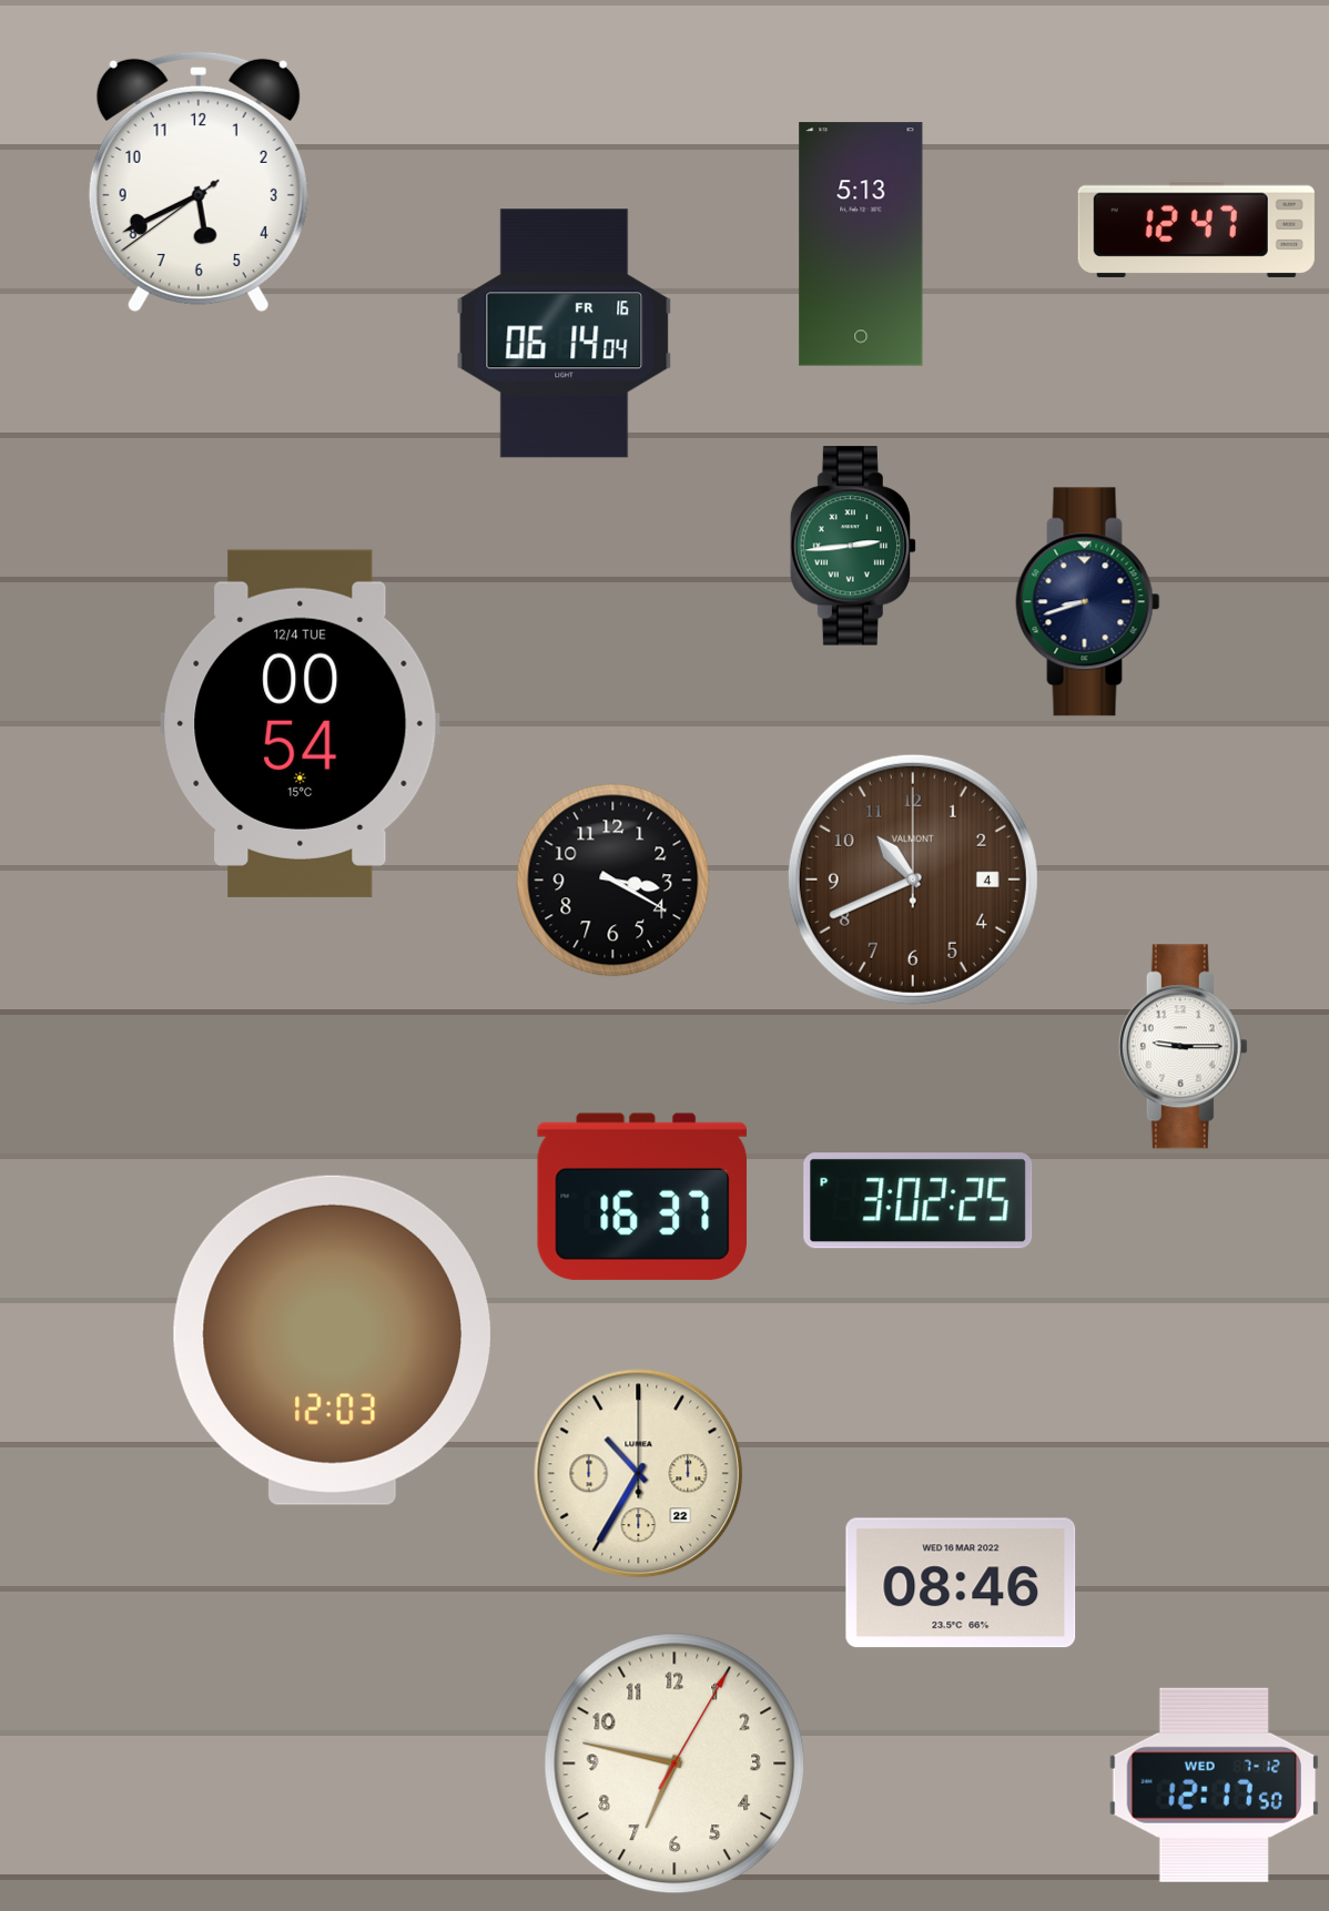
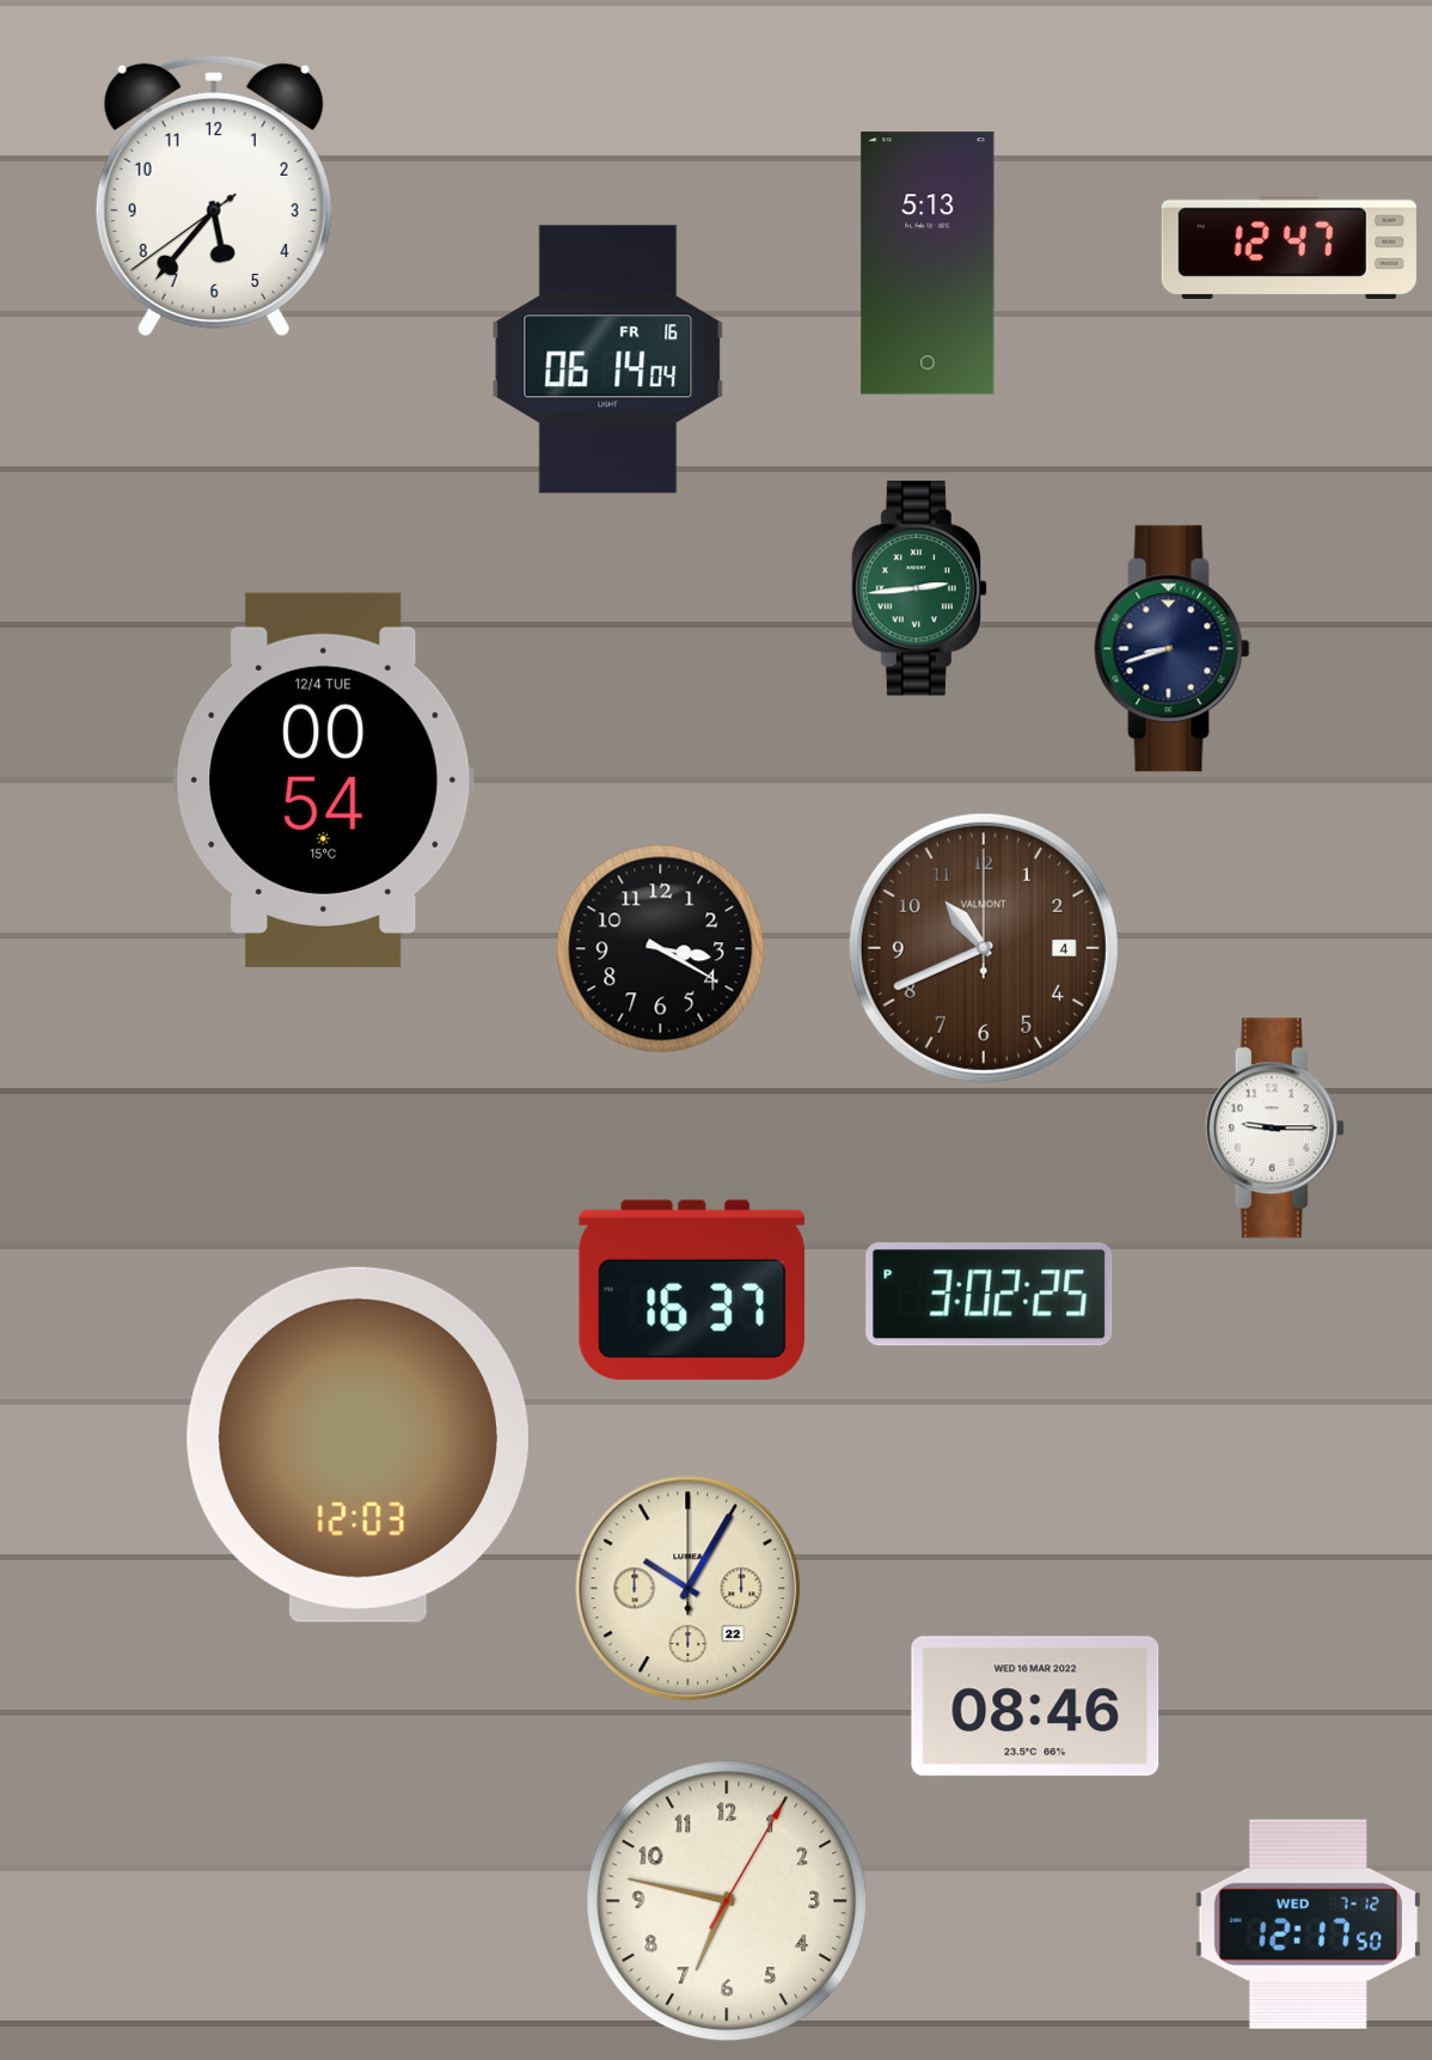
clock at (199, 181): 5:40 -> 5:36
clock at (639, 1474): 10:35 -> 10:05
